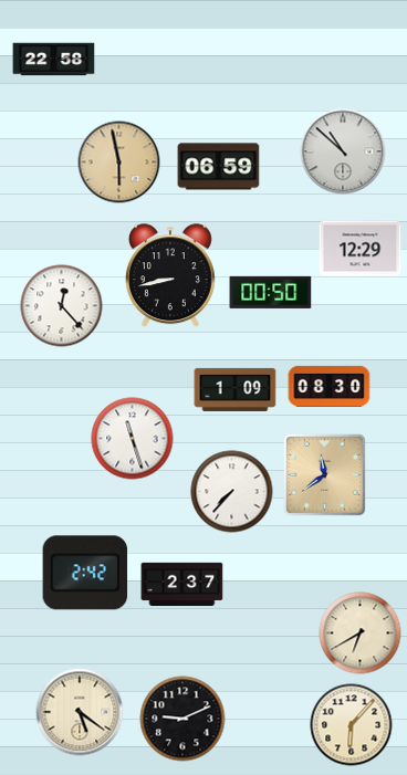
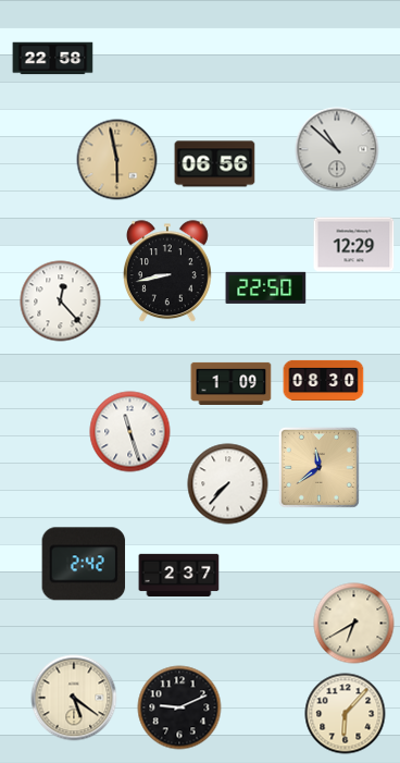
clock at (219, 167): 06:59 -> 06:56
clock at (271, 292): 00:50 -> 22:50
clock at (80, 712) position: (80, 712) -> (74, 698)
